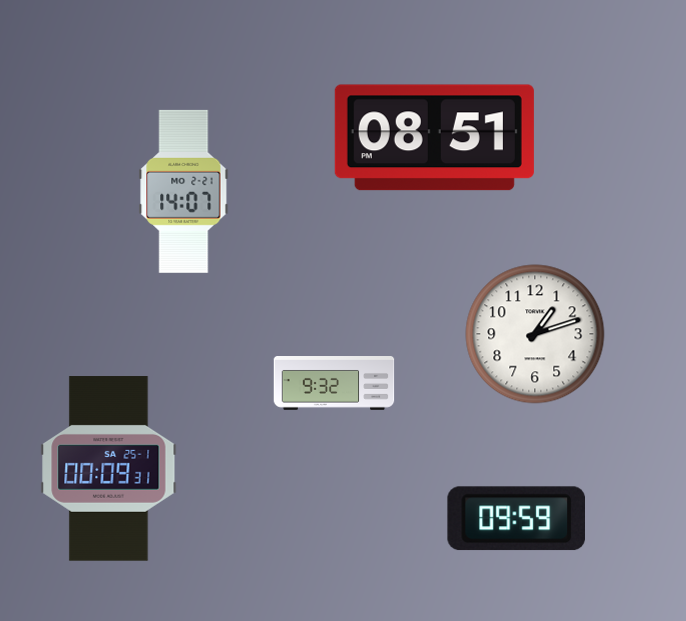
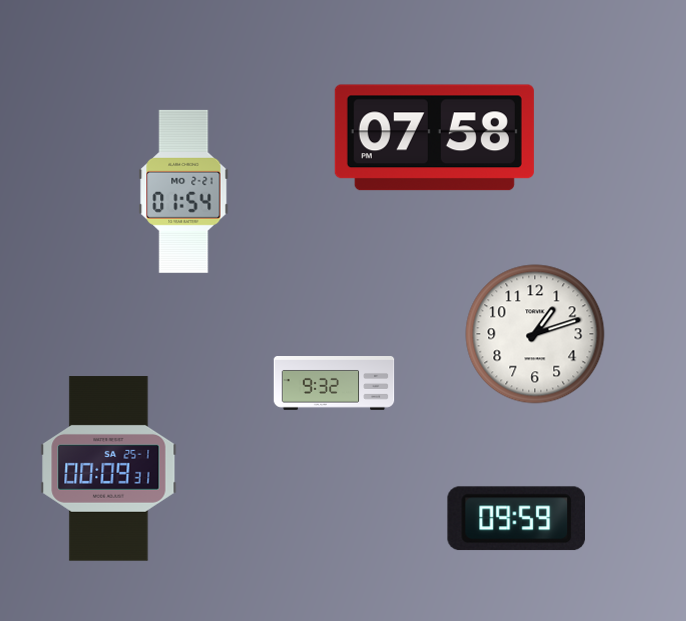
clock at (434, 138): 08:51 -> 07:58
clock at (184, 191): 14:07 -> 01:54
